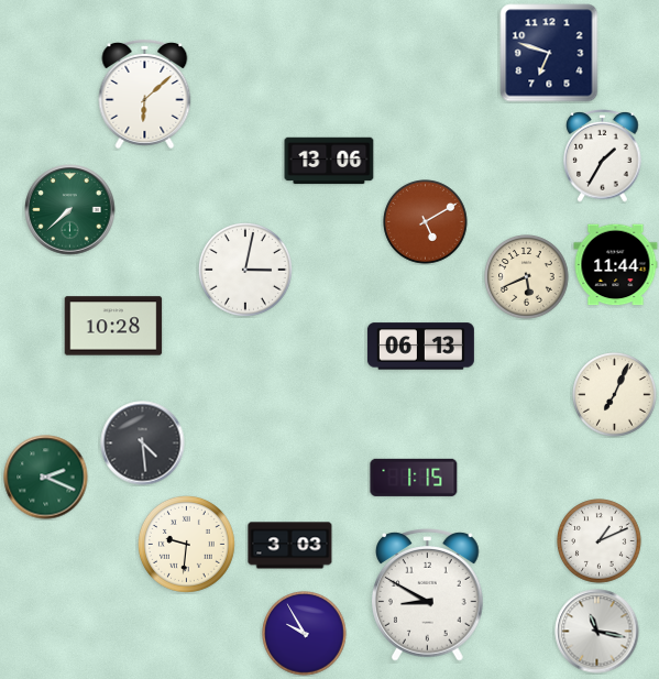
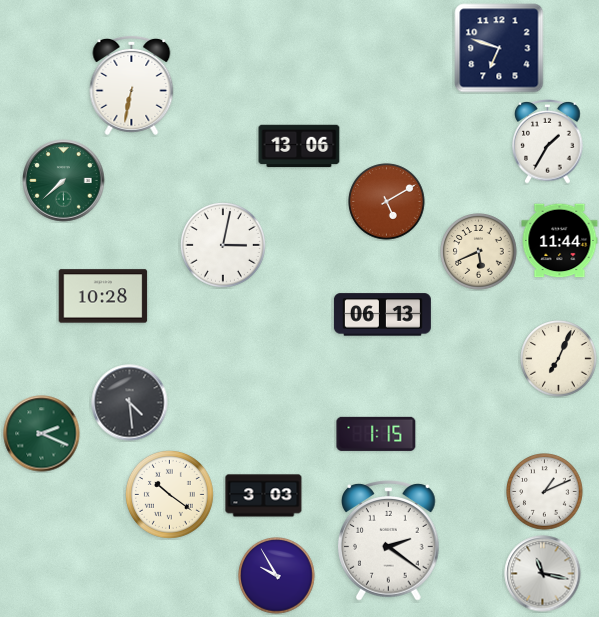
clock at (145, 94): 6:08 -> 6:32
clock at (70, 210) position: (70, 210) -> (64, 181)
clock at (186, 544): 9:31 -> 10:21
clock at (428, 595): 8:50 -> 2:21
